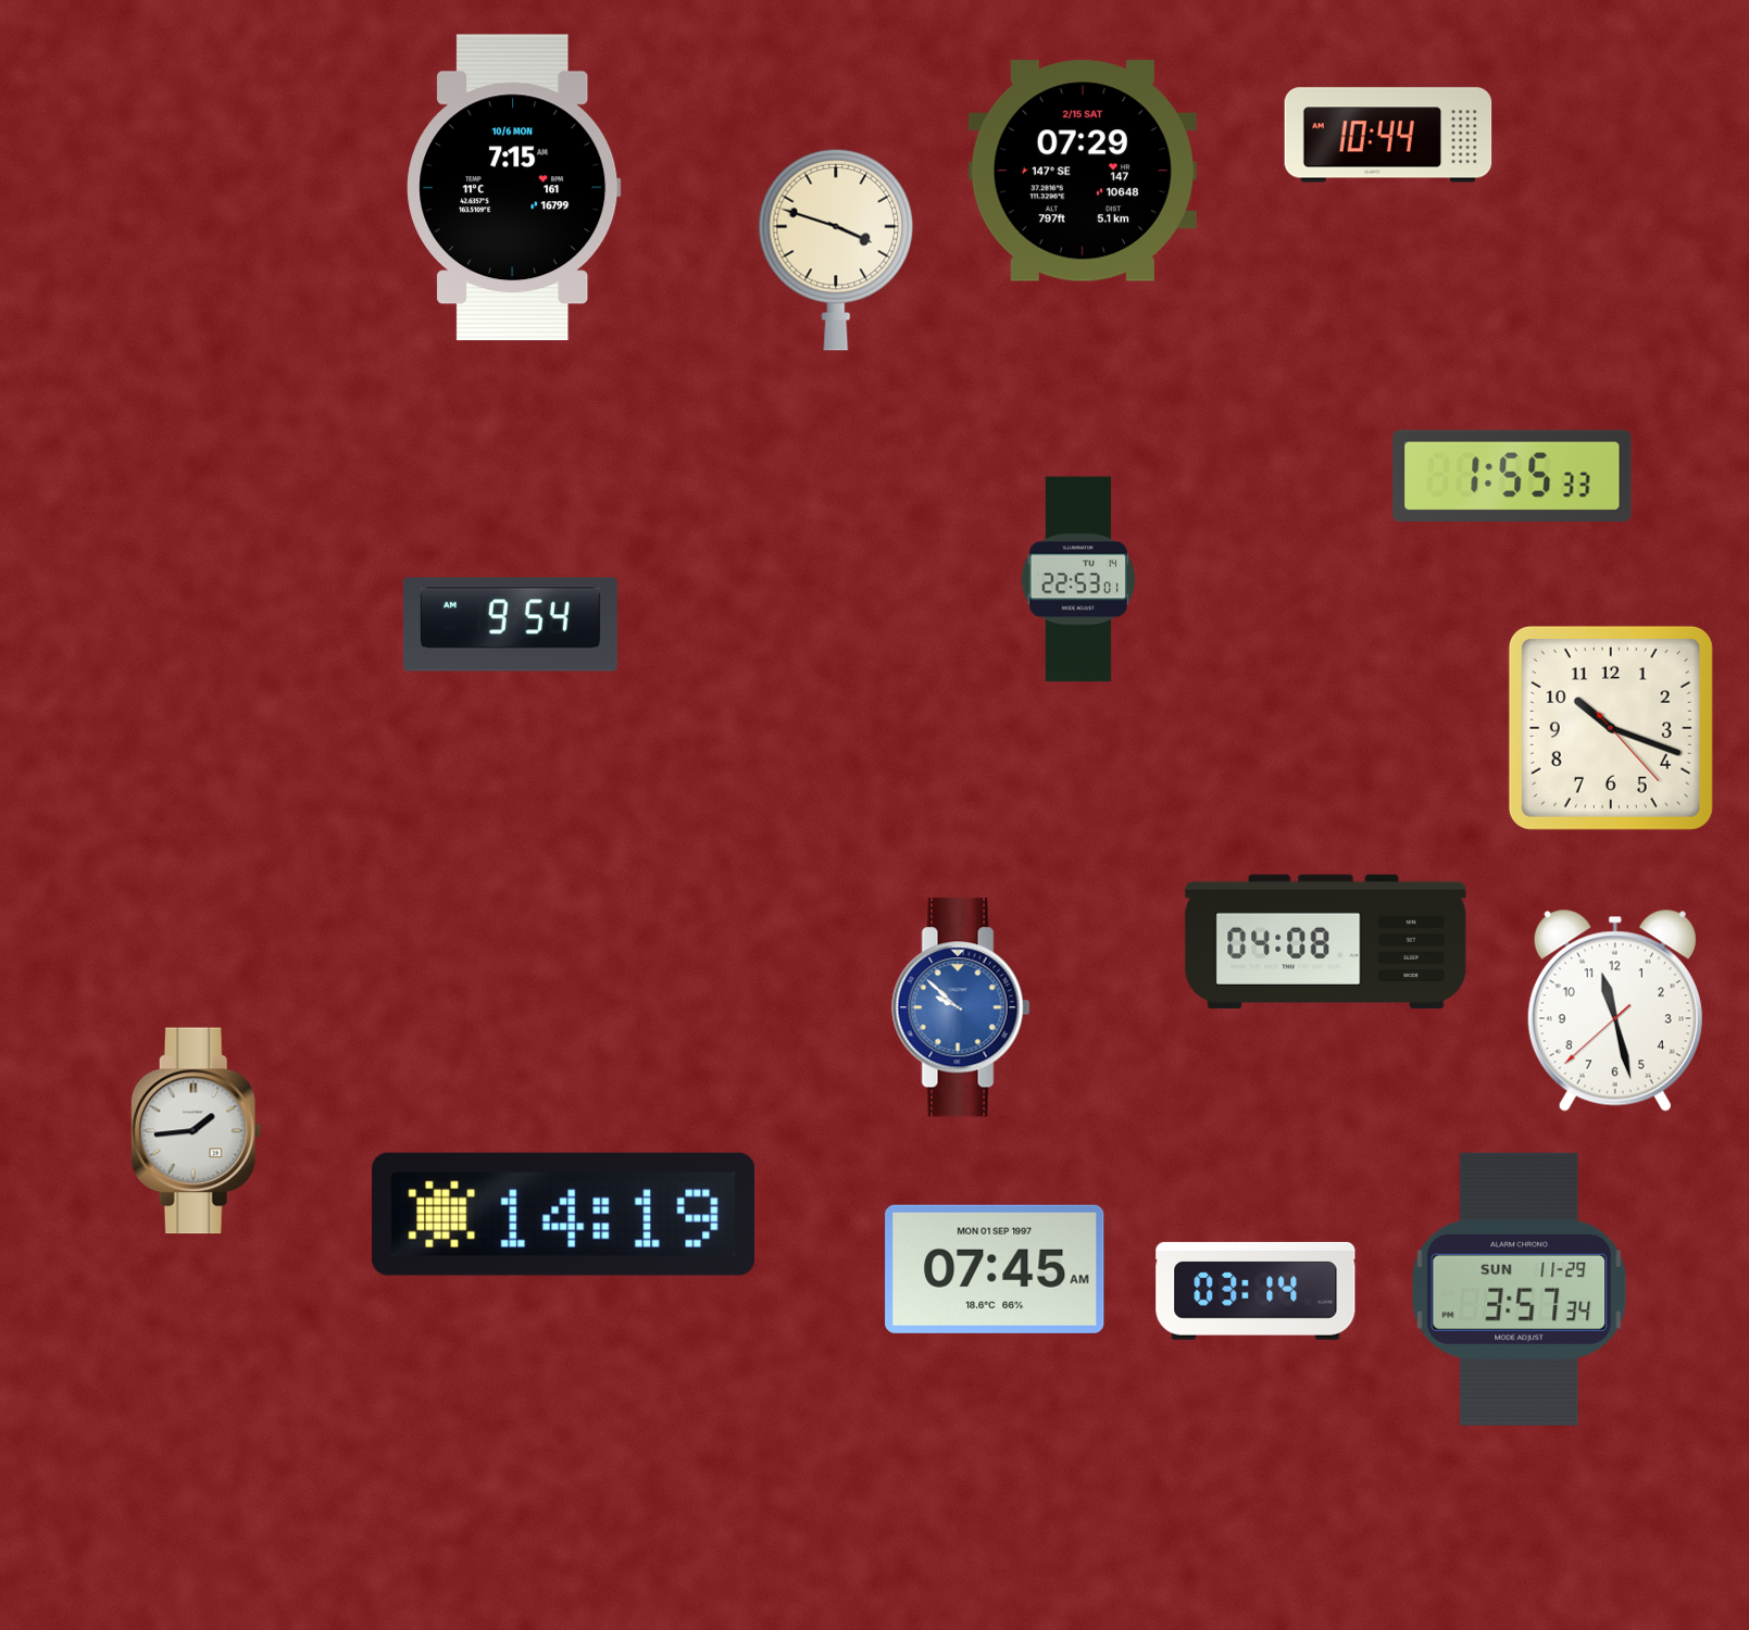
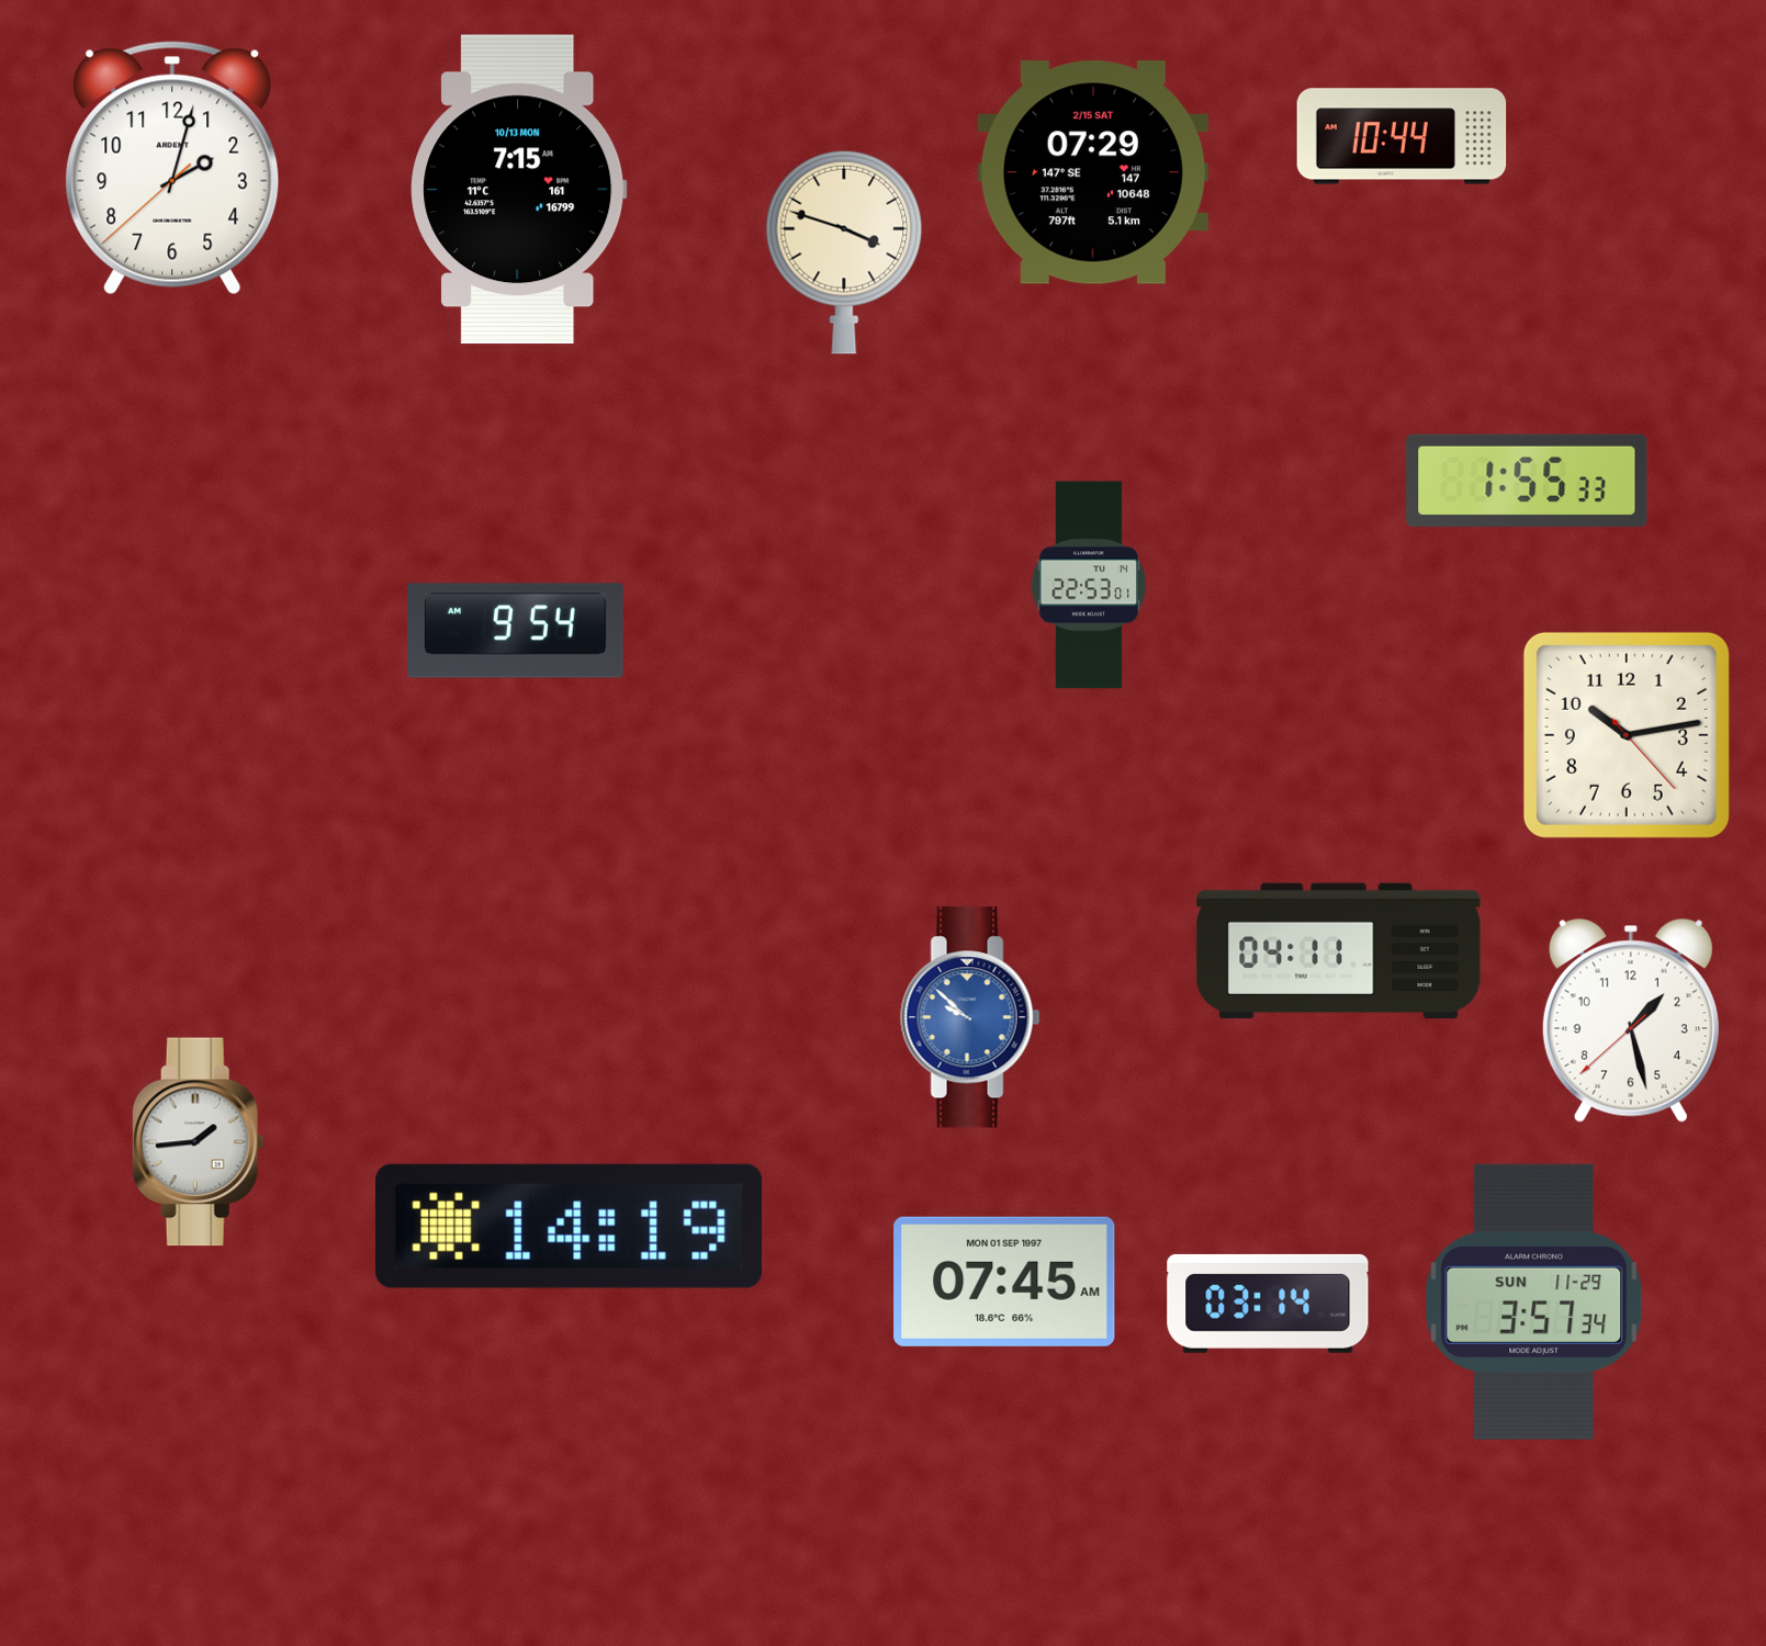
clock at (172, 168): none -> 2:02
clock at (514, 188) date: 10/6 MON -> 10/13 MON
clock at (1611, 728): 10:18 -> 10:13
clock at (1326, 942): 04:08 -> 04:11
clock at (1615, 1011): 11:27 -> 1:27
